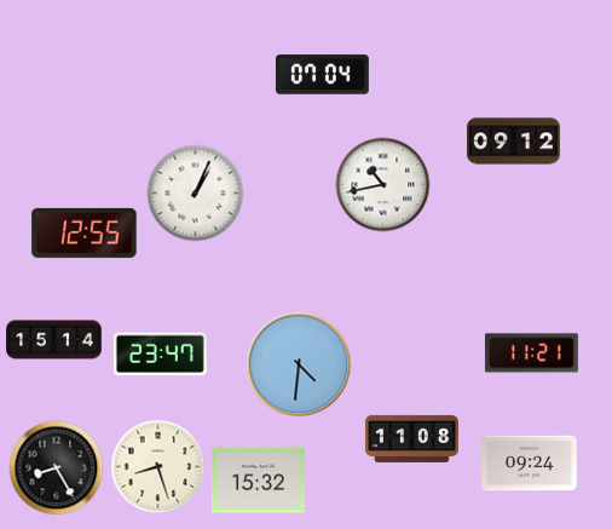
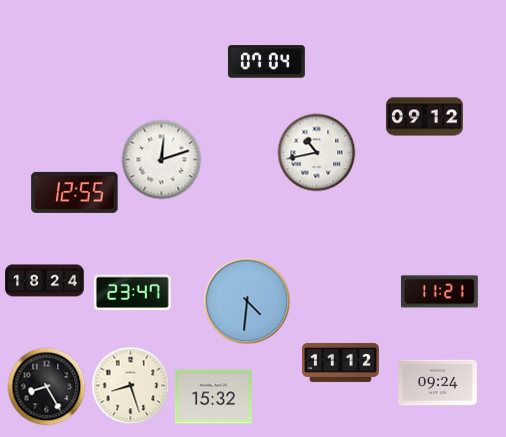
clock at (195, 192): 1:04 -> 12:12
clock at (85, 232) position: (85, 232) -> (75, 192)
clock at (54, 340): 15:14 -> 18:24
clock at (411, 438): 11:08 -> 11:12
